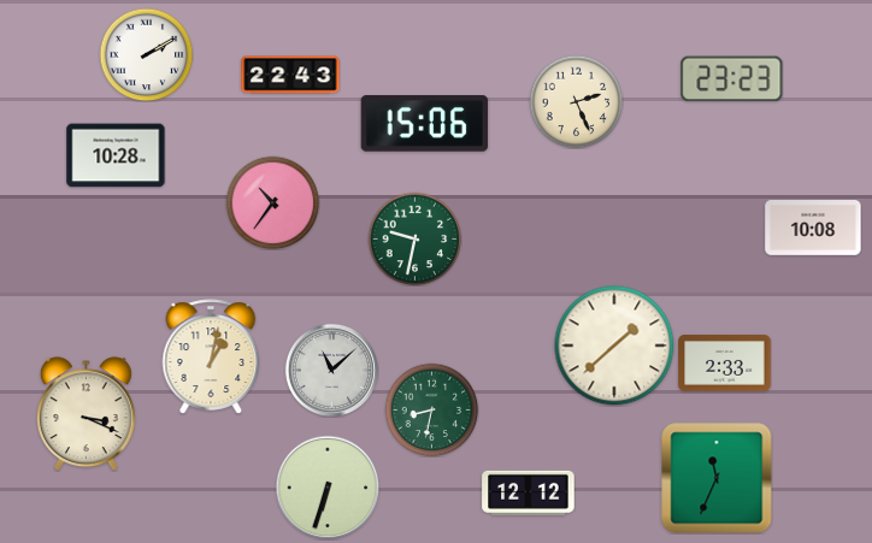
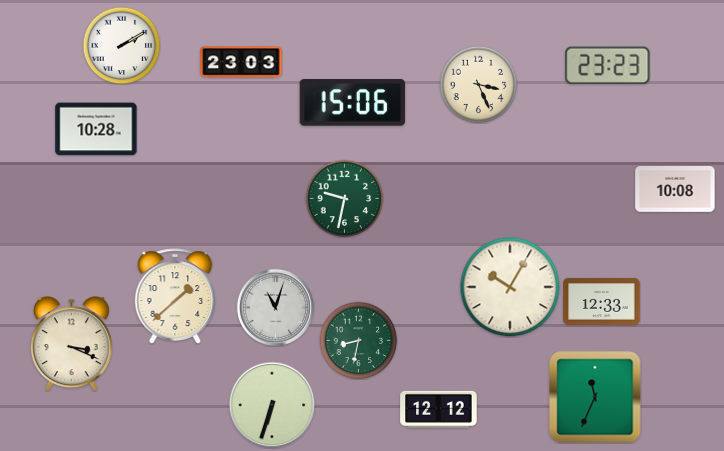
clock at (290, 75): 22:43 -> 23:03
clock at (576, 101): 2:26 -> 3:26
clock at (272, 202): 10:36 -> none
clock at (614, 346): 1:38 -> 10:05
clock at (211, 356): 1:02 -> 1:38
clock at (725, 364): 2:33 -> 12:33
clock at (331, 370): 11:08 -> 11:03
